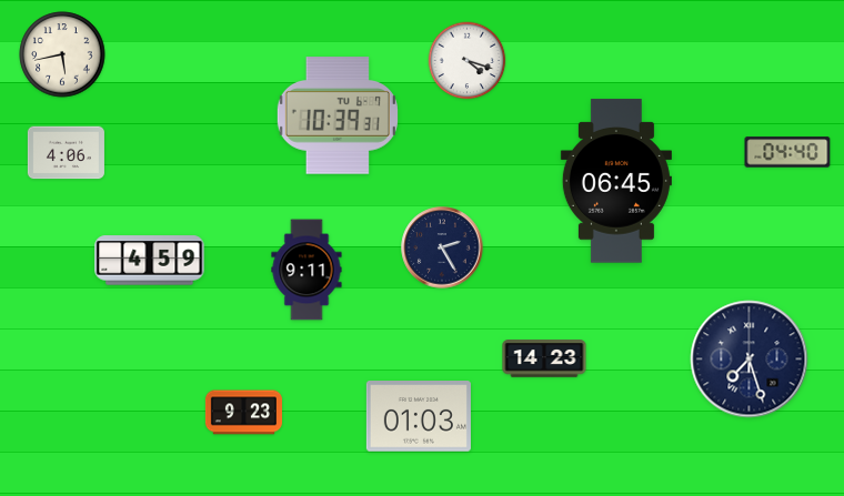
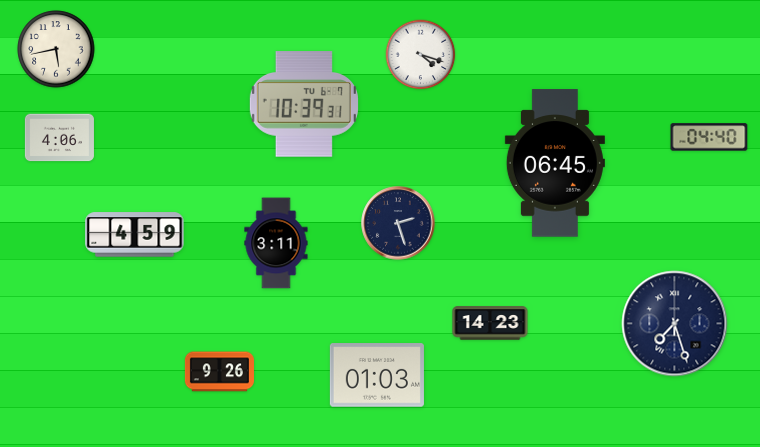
clock at (442, 247): 2:25 -> 2:27
clock at (307, 270): 9:11 -> 3:11
clock at (243, 413): 9:23 -> 9:26
